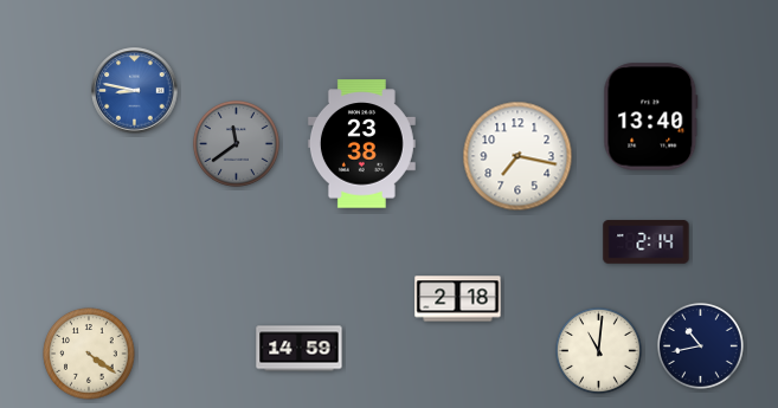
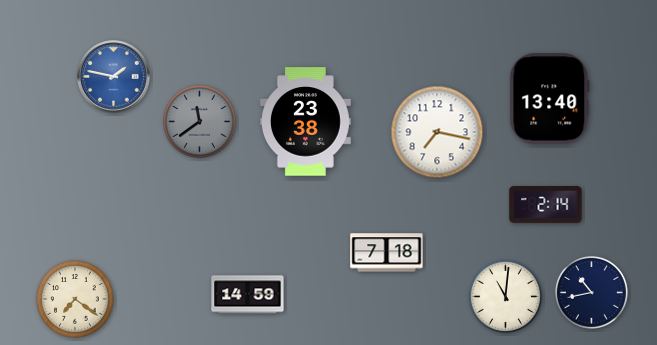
clock at (135, 91): 8:47 -> 1:47
clock at (458, 299): 2:18 -> 7:18
clock at (300, 349) position: (300, 349) -> (248, 295)
clock at (89, 354): 4:21 -> 7:21
